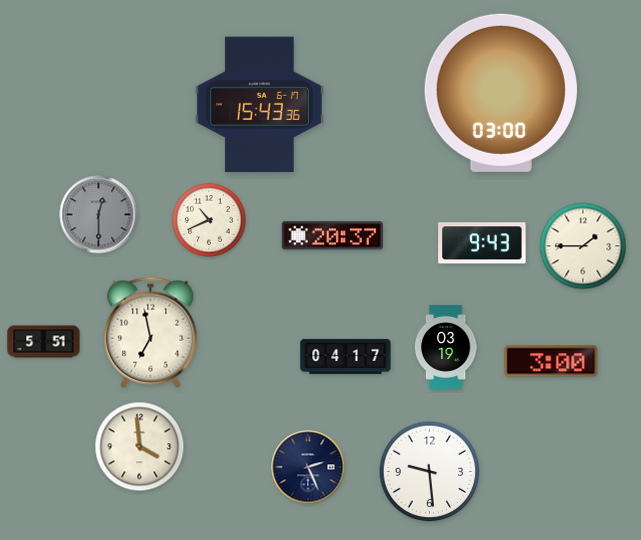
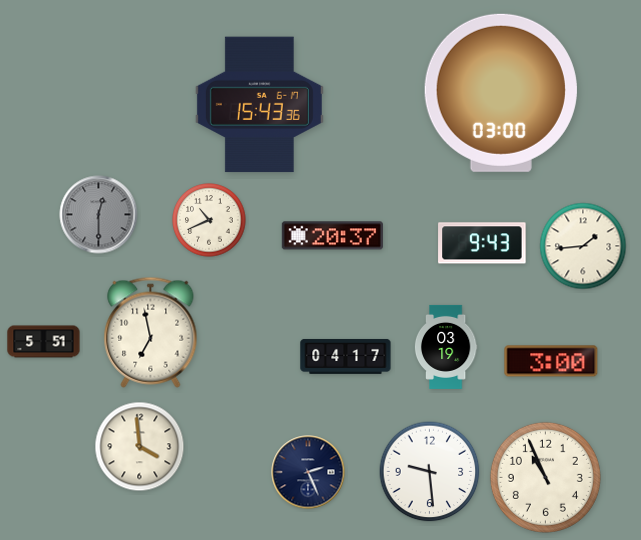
clock at (583, 246): 1:45 -> 1:44
clock at (308, 467) position: (308, 467) -> (308, 472)
clock at (545, 477): none -> 10:56
